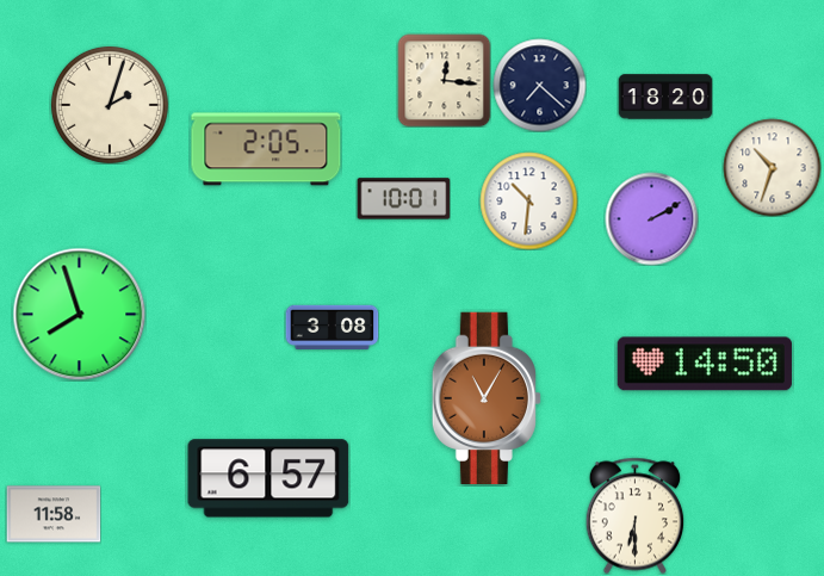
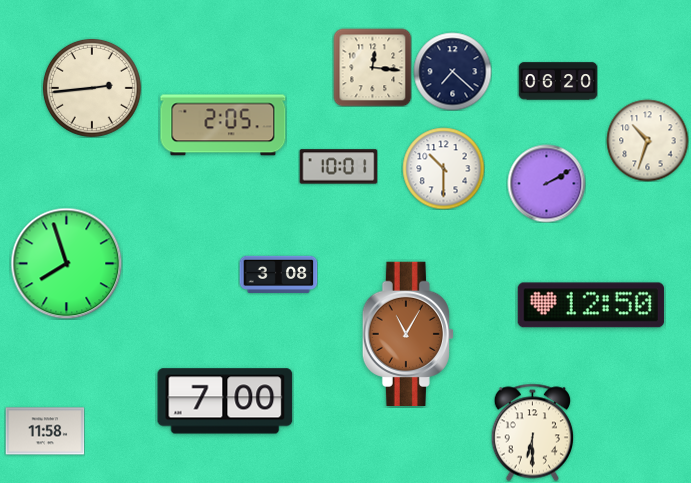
clock at (665, 97): 18:20 -> 06:20
clock at (110, 105): 2:03 -> 2:44
clock at (528, 200): 10:31 -> 10:30
clock at (705, 364): 14:50 -> 12:50
clock at (268, 478): 6:57 -> 7:00
